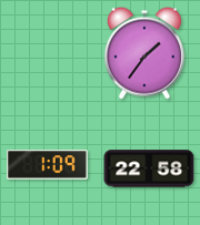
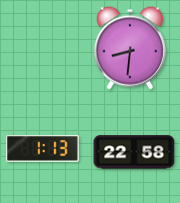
clock at (144, 53): 1:36 -> 8:31
clock at (48, 165): 1:09 -> 1:13
